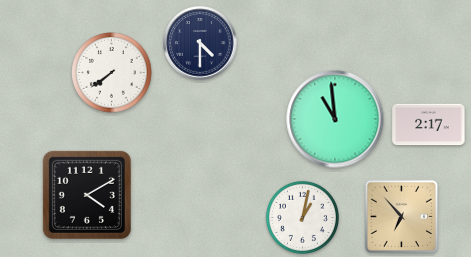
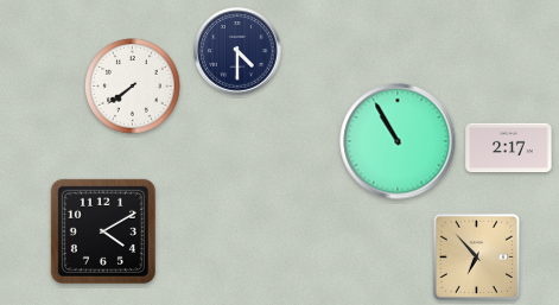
clock at (335, 119): 10:59 -> 10:55
clock at (302, 217): 1:02 -> none
